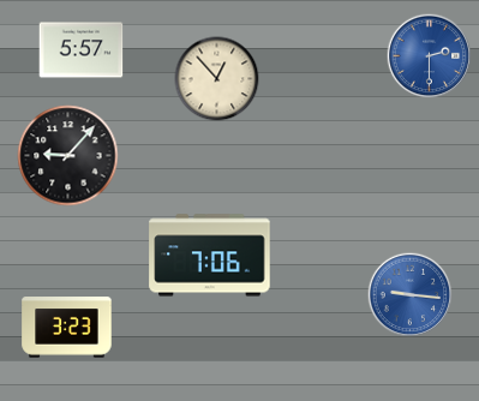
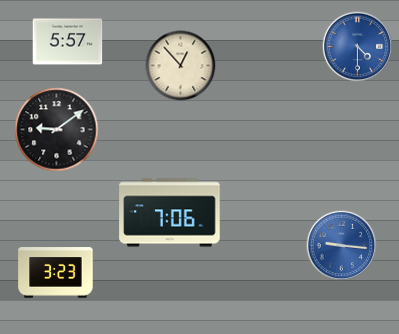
clock at (430, 56): 2:30 -> 4:30
clock at (68, 156): 9:07 -> 9:09
clock at (210, 256) position: (210, 256) -> (170, 213)
